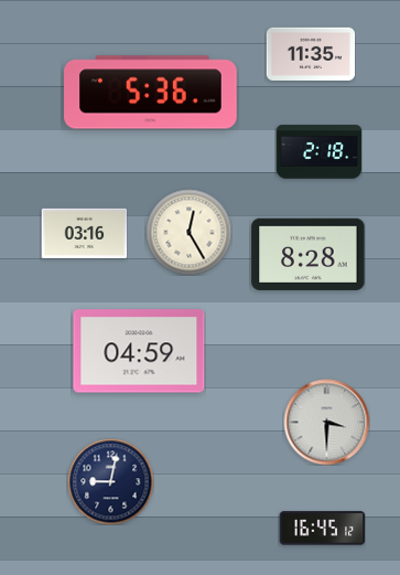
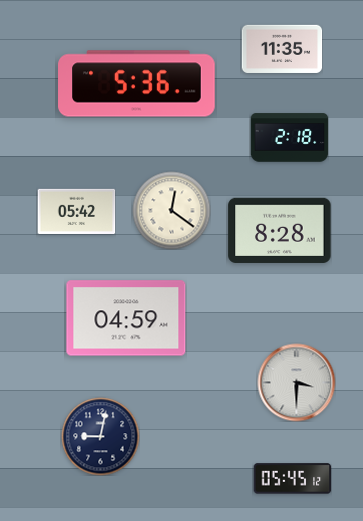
clock at (188, 232): 12:25 -> 12:21
clock at (84, 233): 03:16 -> 05:42
clock at (322, 529): 16:45 -> 05:45
